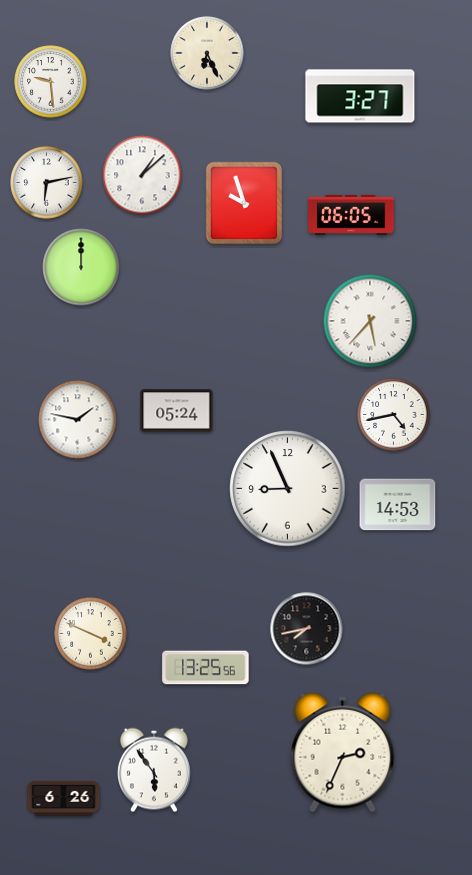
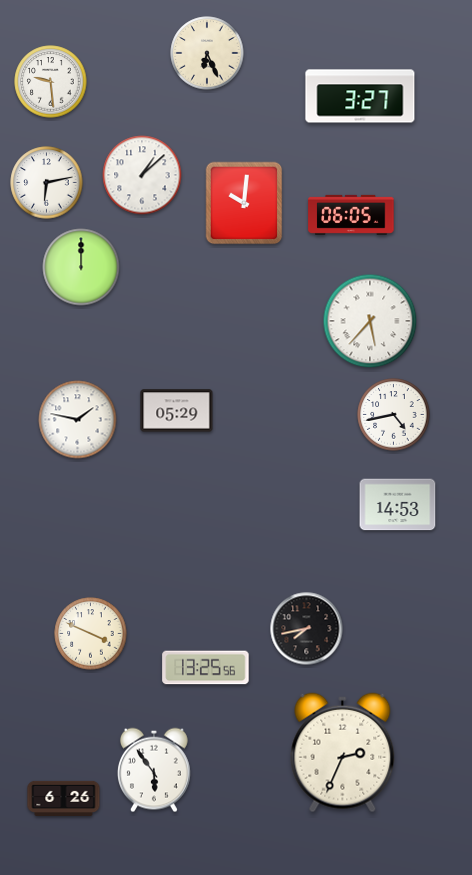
clock at (244, 203): 9:57 -> 10:01
clock at (177, 411): 05:24 -> 05:29
clock at (288, 489): 8:56 -> none
